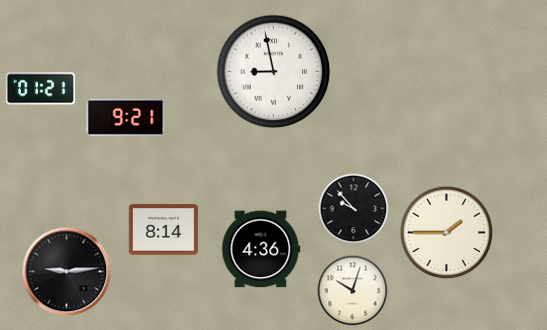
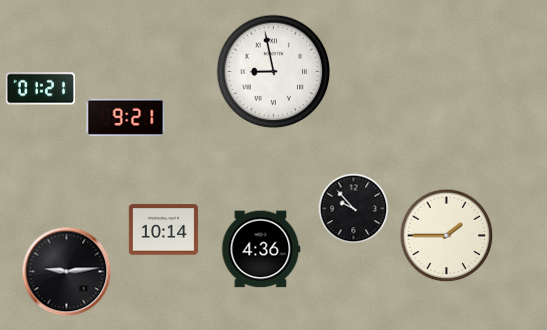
clock at (163, 230): 8:14 -> 10:14
clock at (447, 233) position: (447, 233) -> (447, 236)
clock at (353, 291): 10:03 -> none
